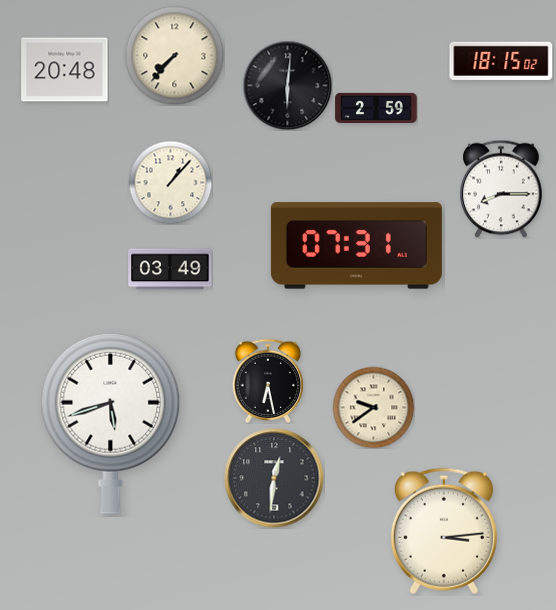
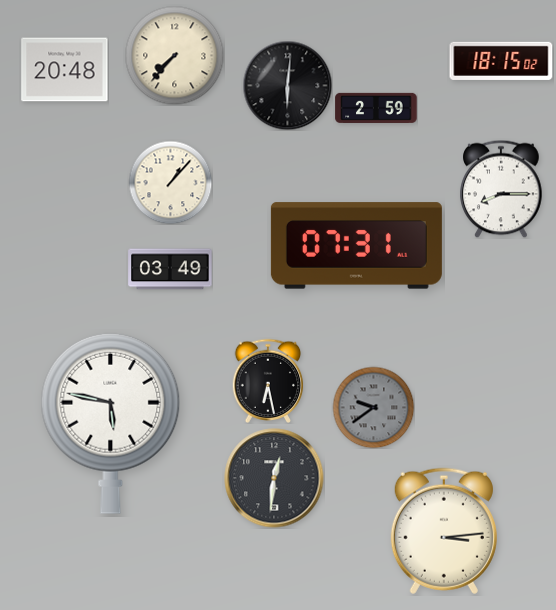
clock at (373, 407) dial: cream -> grey
clock at (111, 423): 5:42 -> 5:47
